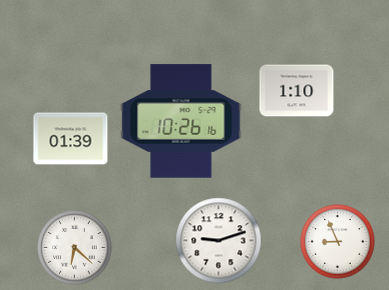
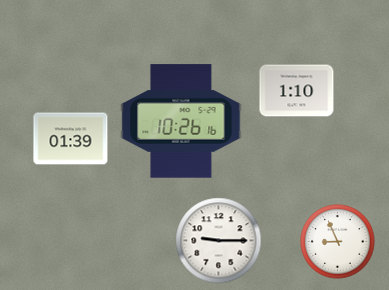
clock at (219, 241): 9:12 -> 9:15
clock at (75, 248): 6:22 -> none
